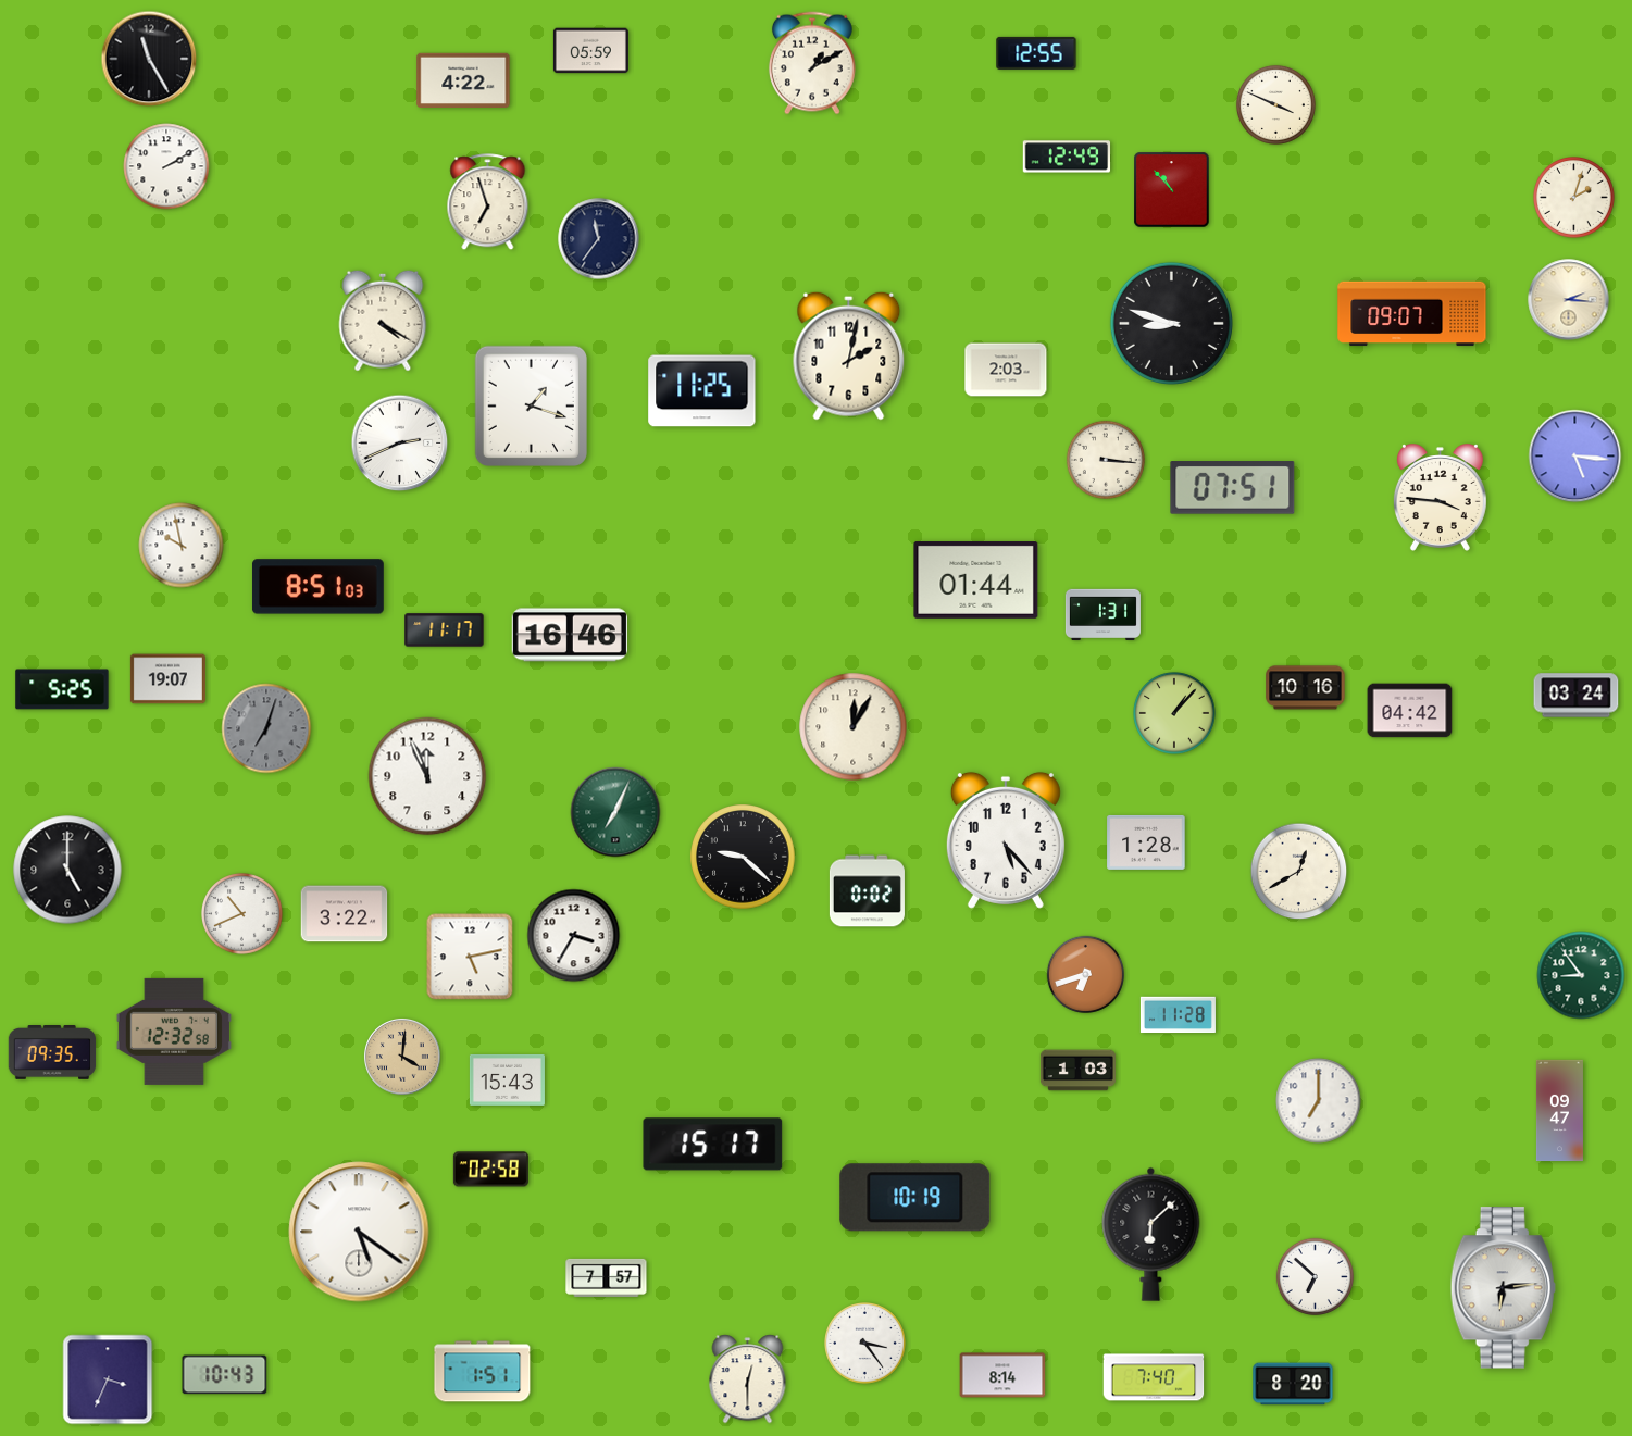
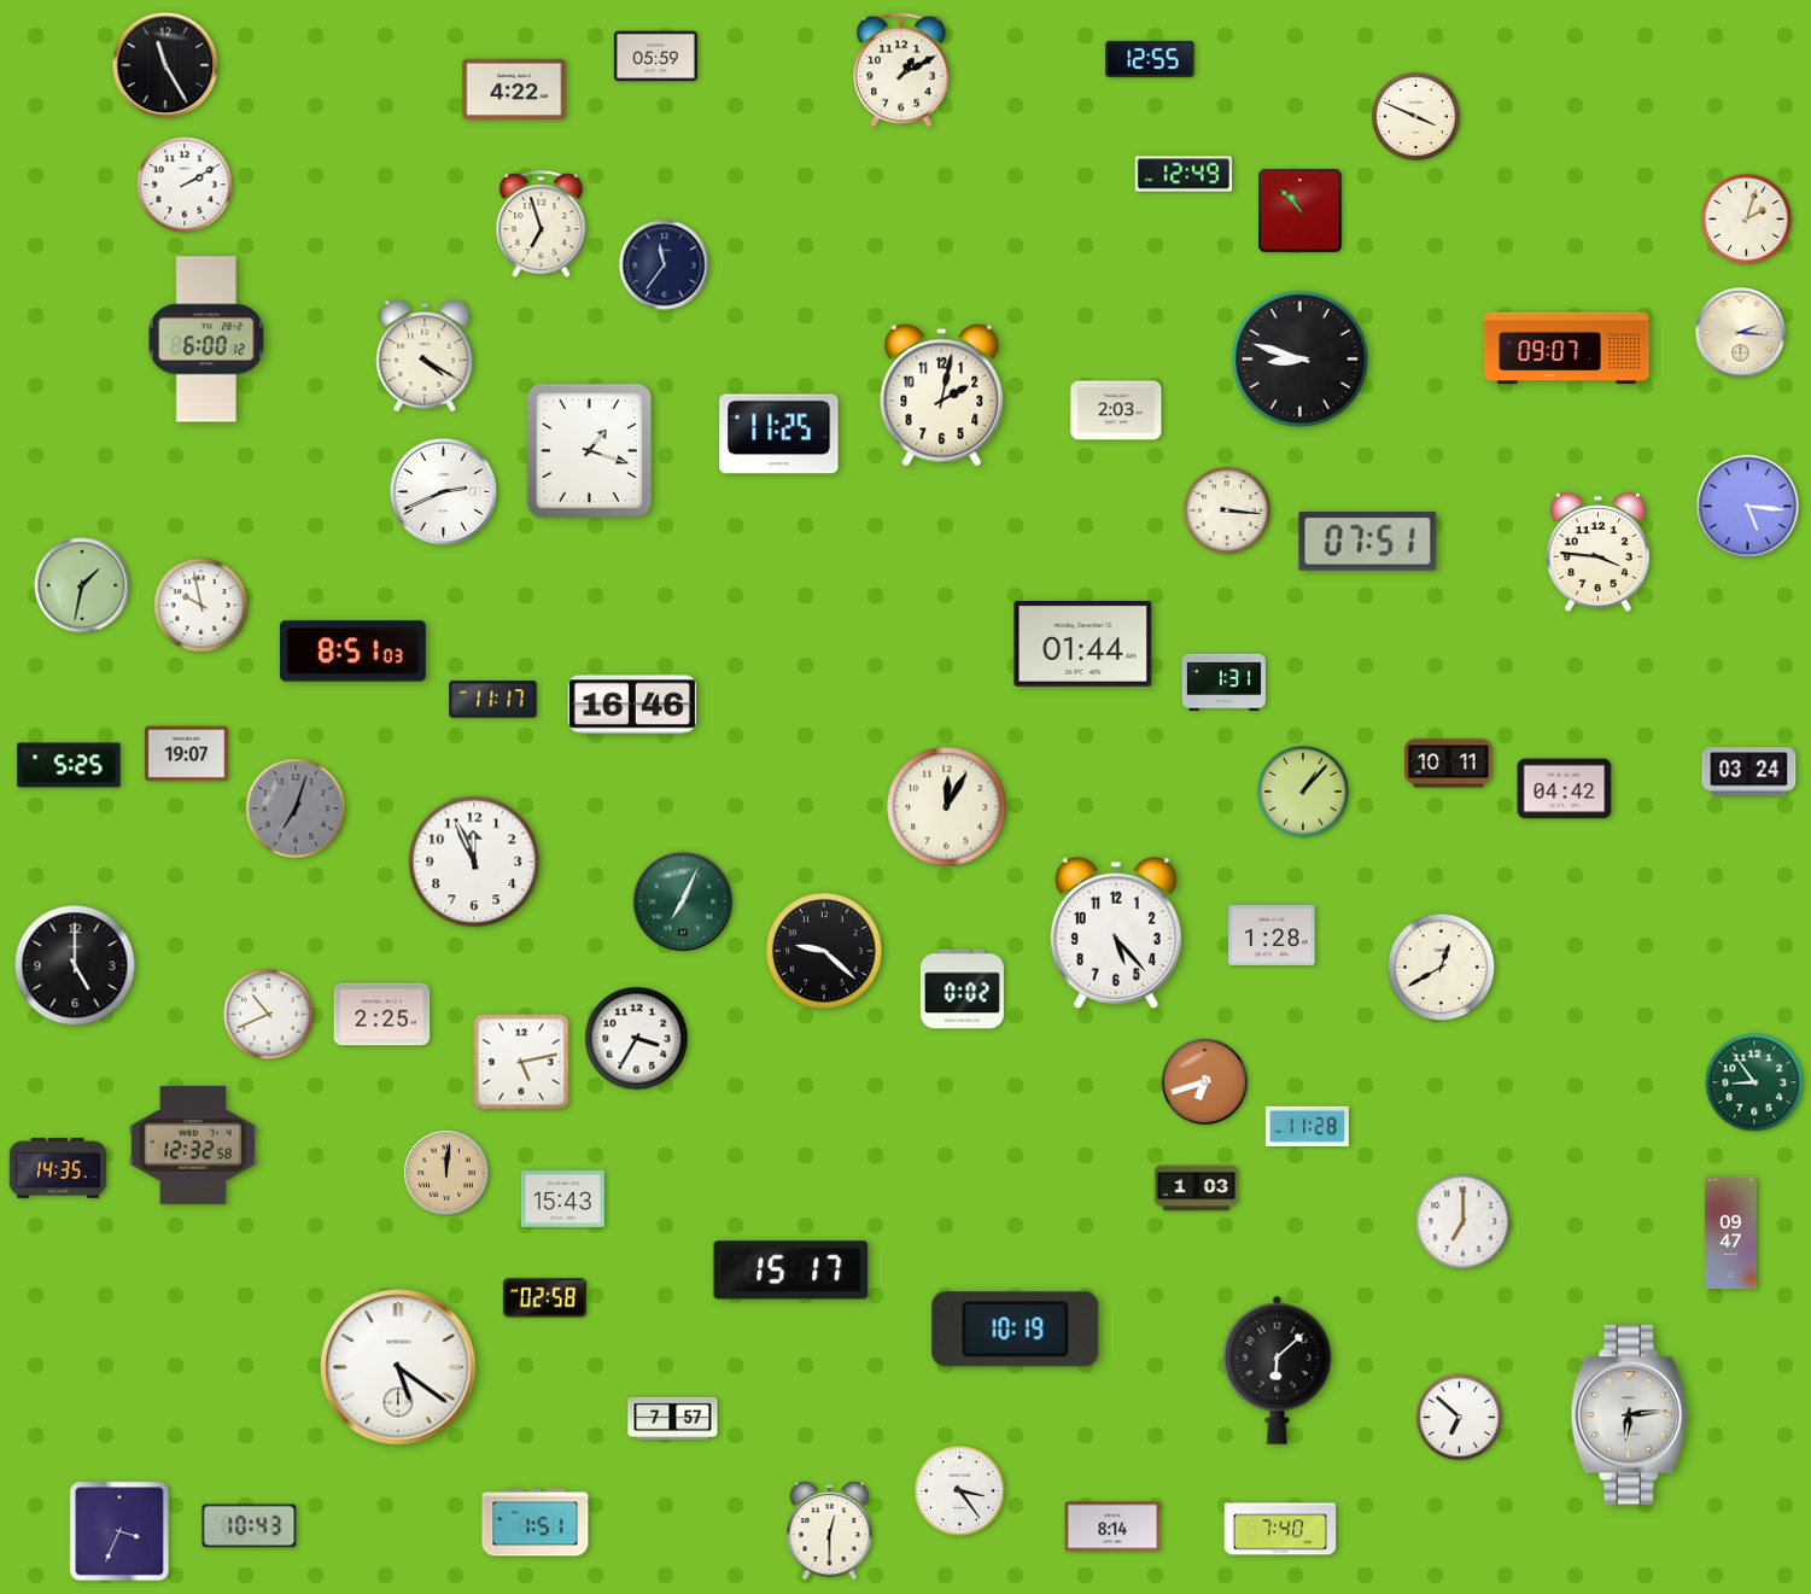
clock at (206, 339): none -> 6:00
clock at (82, 585): none -> 1:32
clock at (1306, 688): 10:16 -> 10:11
clock at (345, 914): 3:22 -> 2:25
clock at (52, 1052): 09:35 -> 14:35
clock at (403, 1058): 4:01 -> 12:01
clock at (1503, 1288) position: (1503, 1288) -> (1629, 1415)
clock at (1293, 1384): 8:20 -> none
